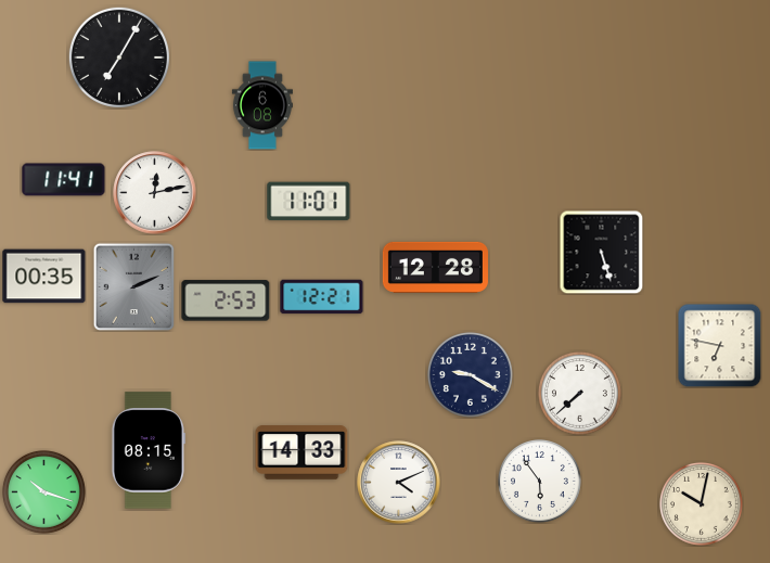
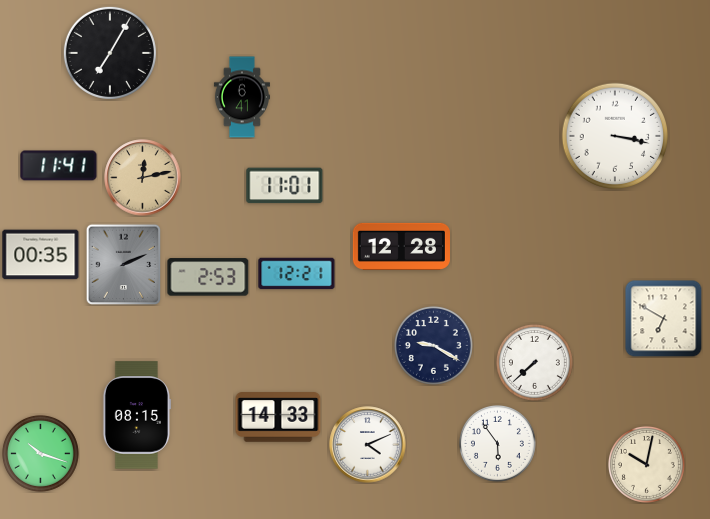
clock at (262, 105): 6:08 -> 6:41
clock at (614, 135): none -> 3:17
clock at (155, 193) dial: white -> champagne
clock at (601, 252): 5:27 -> none
clock at (719, 345): 6:47 -> 6:50
